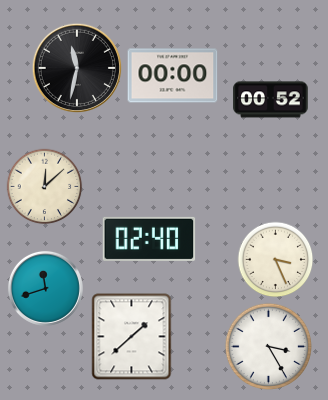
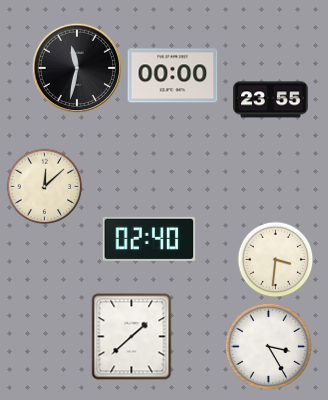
clock at (271, 100): 00:52 -> 23:55
clock at (276, 260): 3:26 -> 3:31
clock at (45, 288): 11:42 -> none
